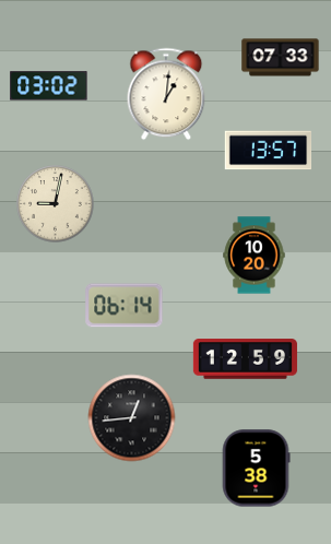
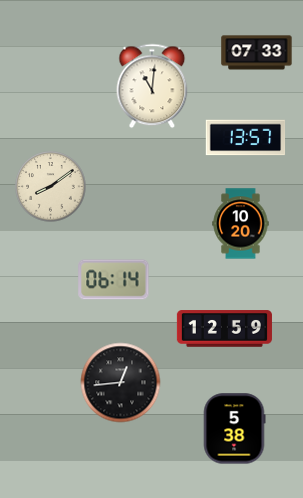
clock at (49, 86): 03:02 -> none
clock at (166, 94): 1:01 -> 11:01
clock at (56, 204): 9:02 -> 8:09
clock at (255, 256) position: (255, 256) -> (241, 224)
